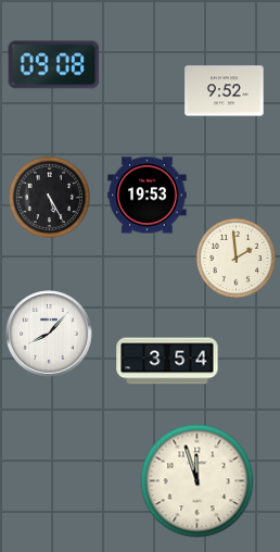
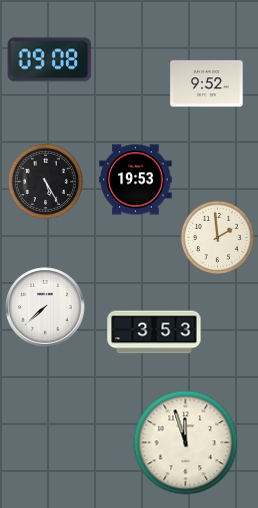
clock at (49, 334): 8:07 -> 7:38
clock at (167, 361): 3:54 -> 3:53
clock at (198, 481) position: (198, 481) -> (186, 443)
